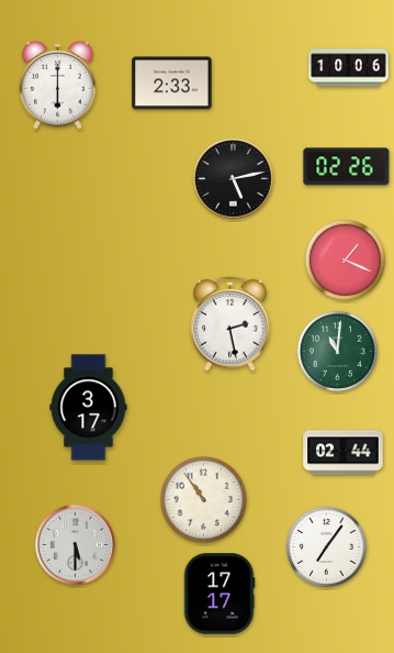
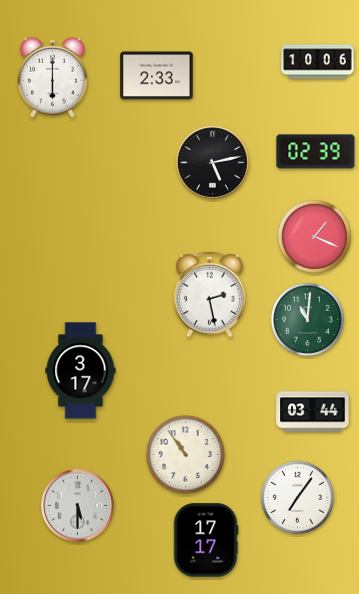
clock at (347, 167): 02:26 -> 02:39
clock at (344, 453): 02:44 -> 03:44
clock at (76, 545) position: (76, 545) -> (78, 506)
clock at (219, 594) position: (219, 594) -> (206, 540)
